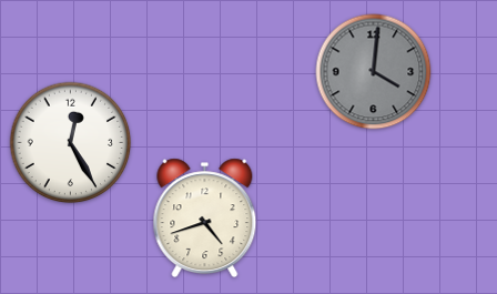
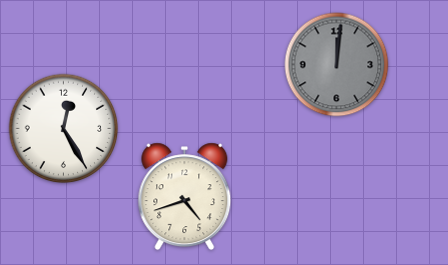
clock at (374, 72): 4:01 -> 12:01
